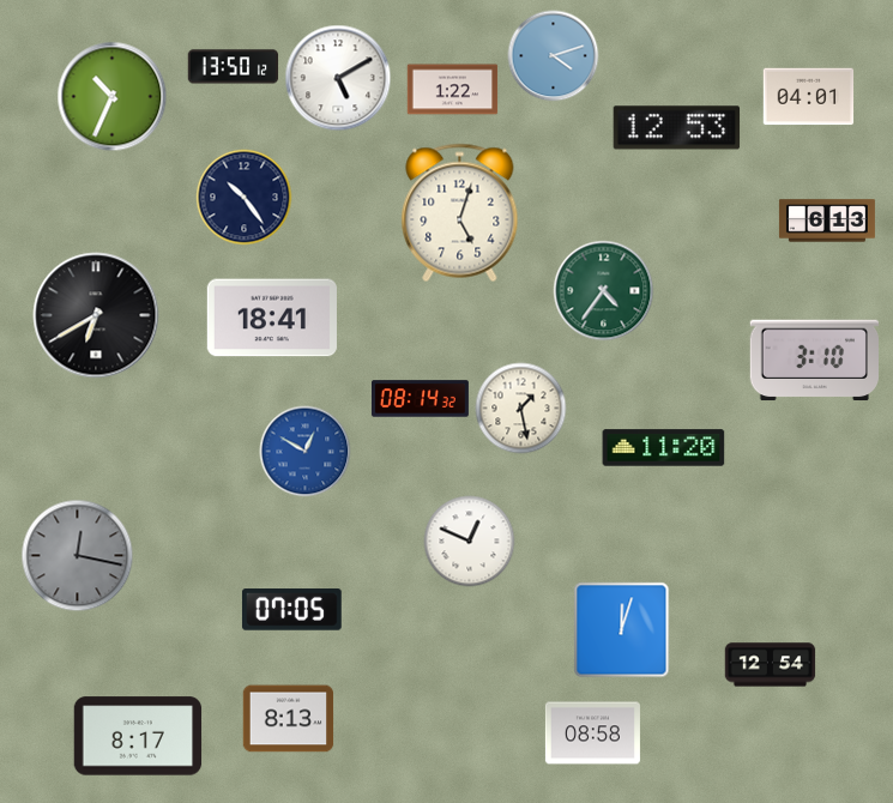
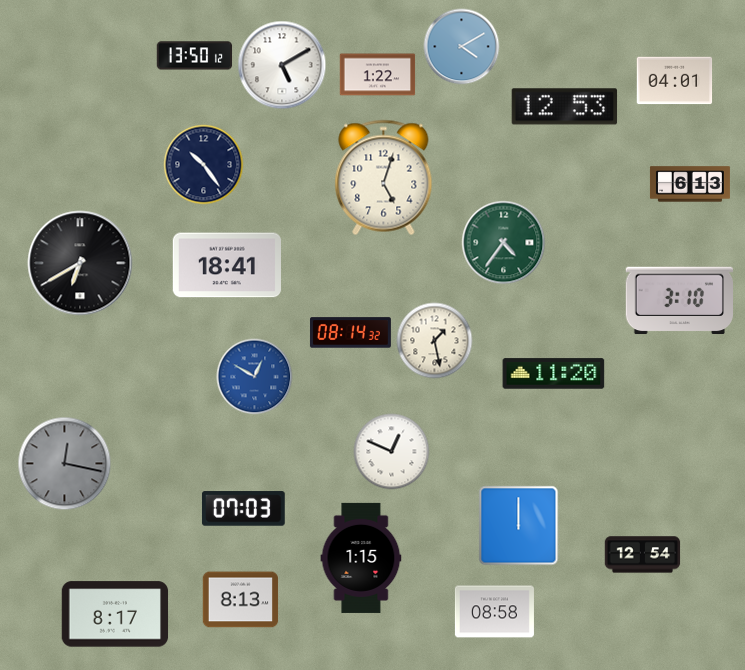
clock at (554, 56): 4:12 -> 4:10
clock at (113, 97): 10:34 -> none
clock at (292, 610): 07:05 -> 07:03
clock at (622, 630): 12:03 -> 12:00
clock at (361, 558): none -> 1:15
